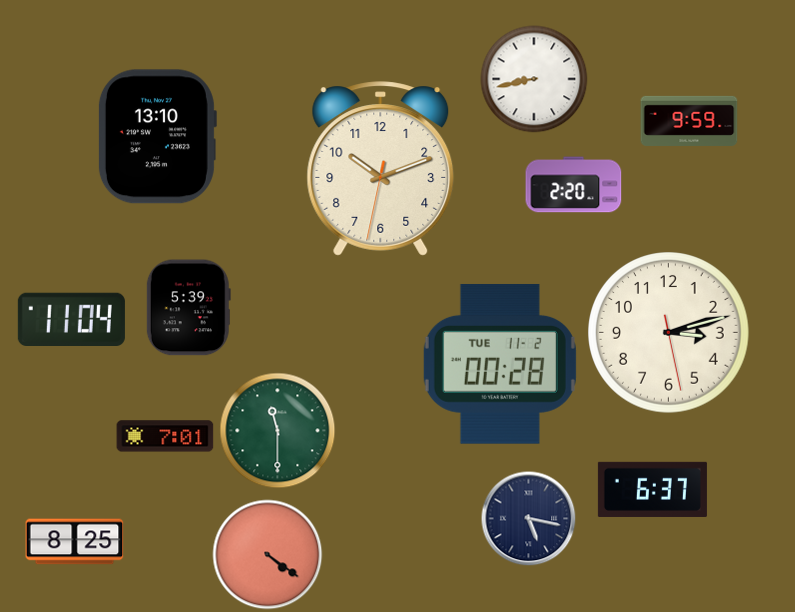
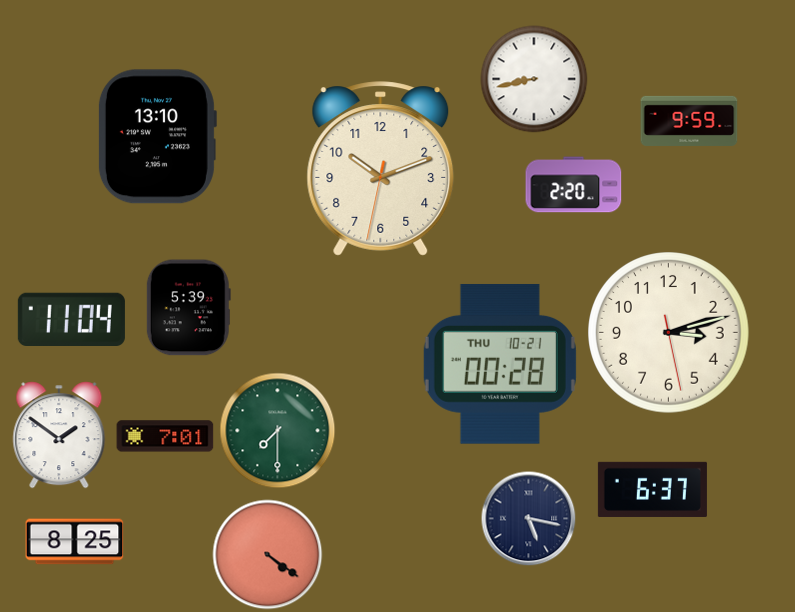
clock at (500, 364) date: TUE 11-2 -> THU 10-21
clock at (278, 431): 11:30 -> 7:30
clock at (59, 435): none -> 1:51
